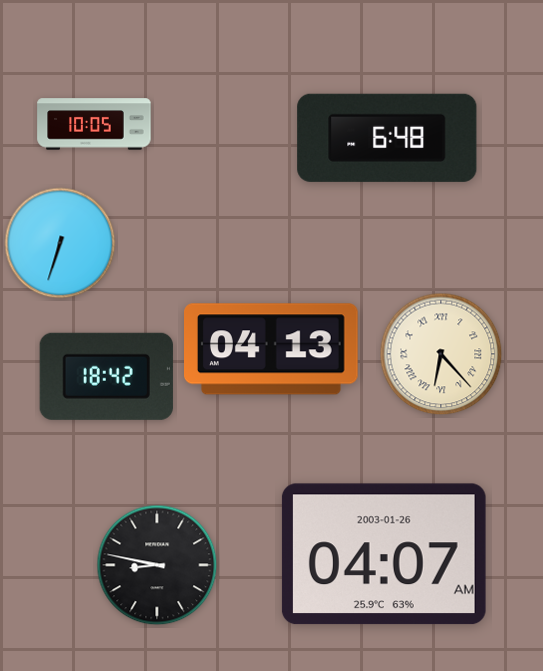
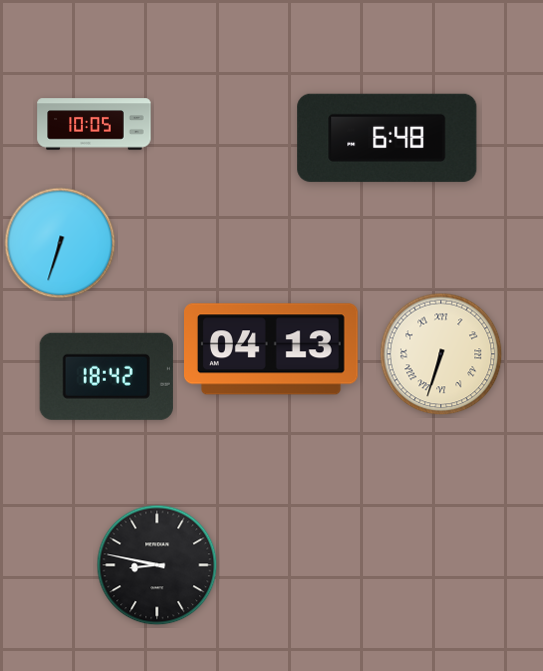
clock at (441, 354): 6:23 -> 6:33
clock at (384, 554): 04:07 -> none
